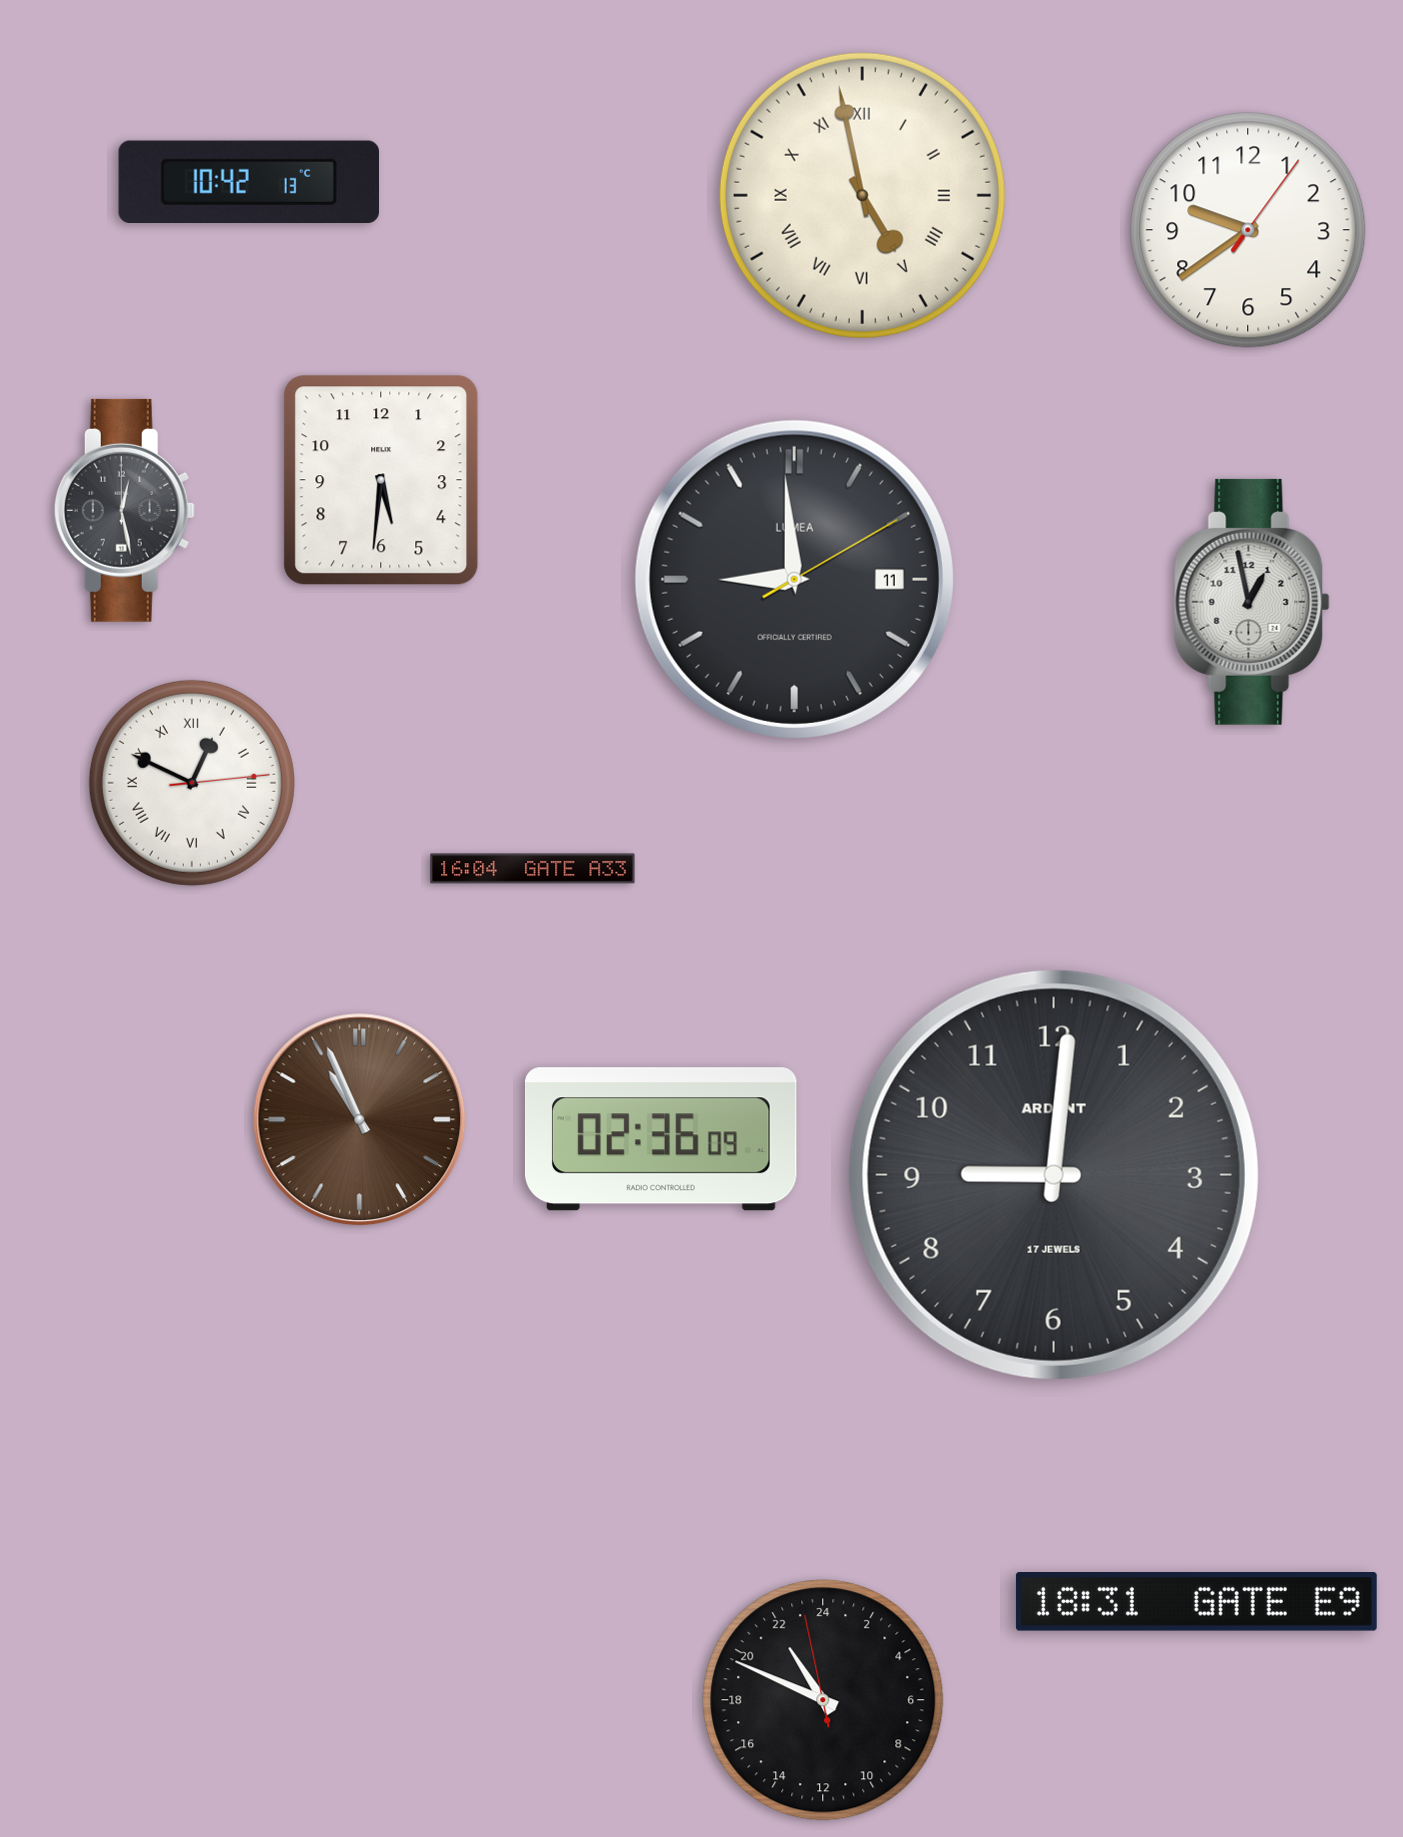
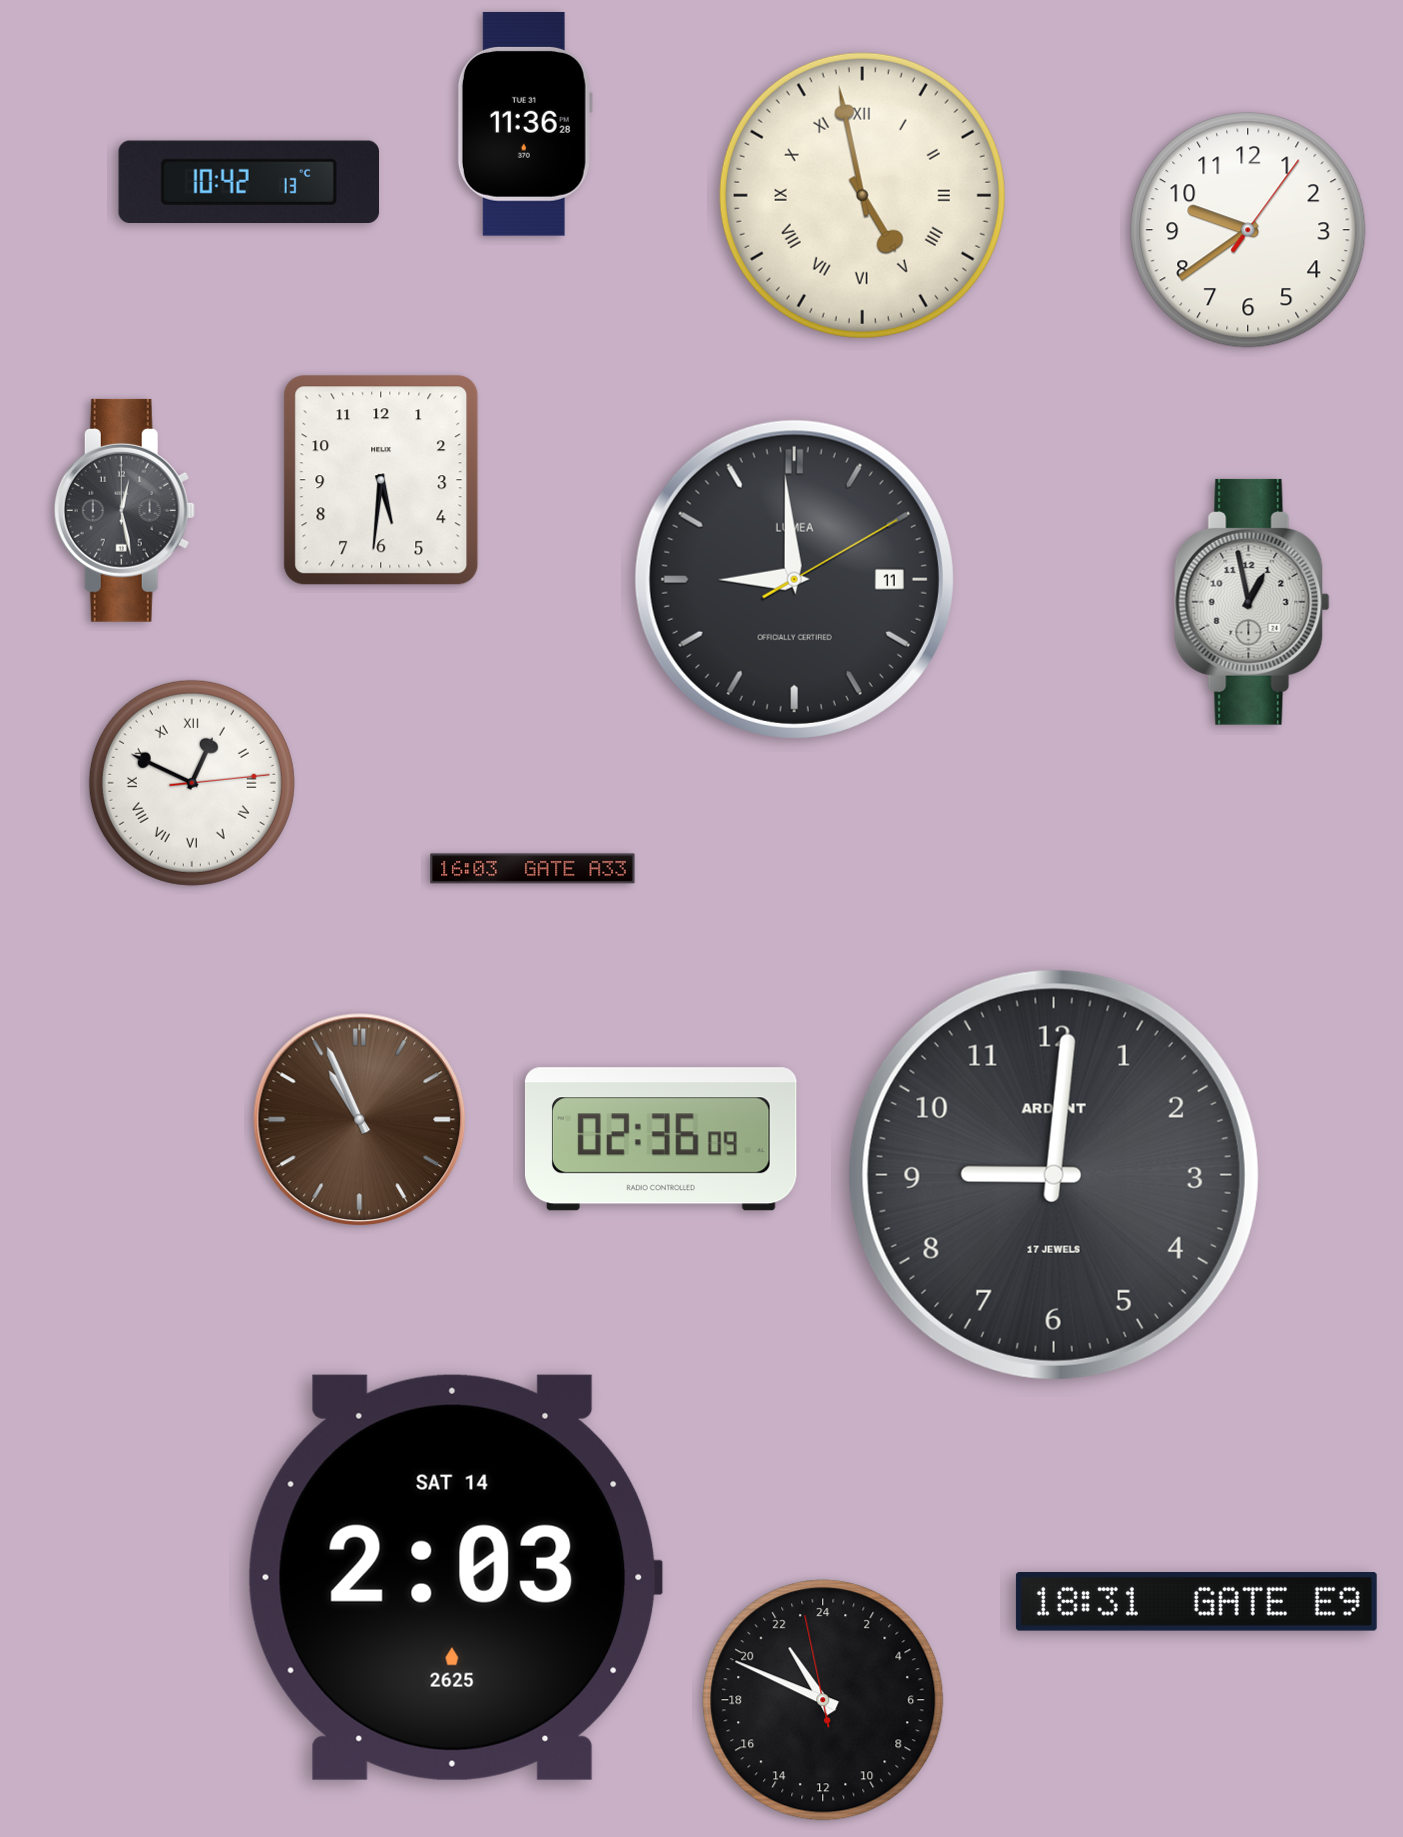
clock at (525, 124): none -> 11:36
clock at (533, 869): 16:04 -> 16:03
clock at (455, 1577): none -> 2:03
